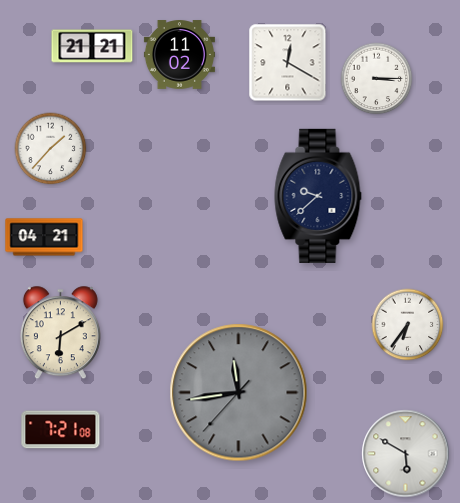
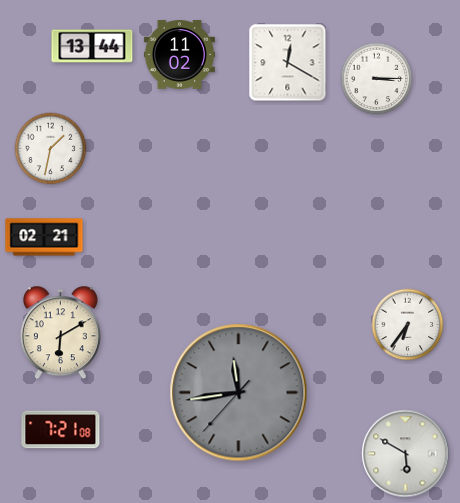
clock at (92, 46): 21:21 -> 13:44
clock at (51, 149): 1:37 -> 1:32
clock at (318, 196): 9:38 -> none
clock at (44, 237): 04:21 -> 02:21
